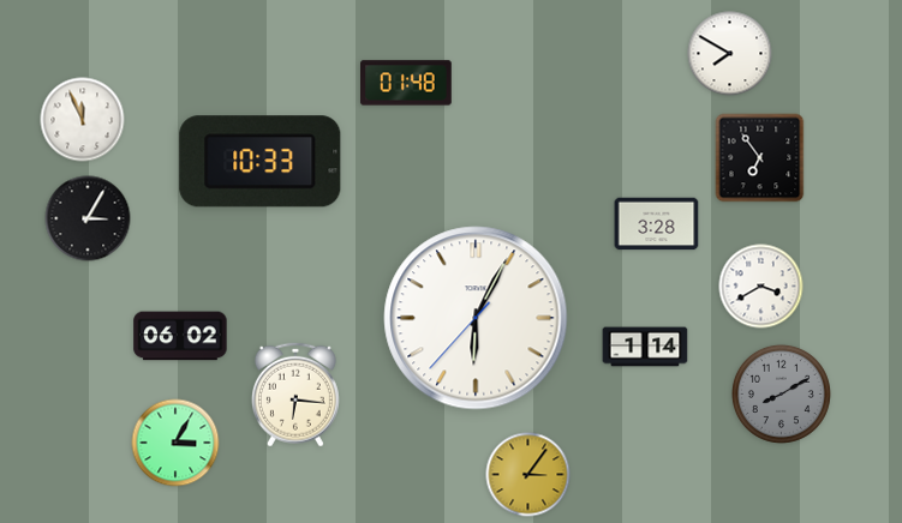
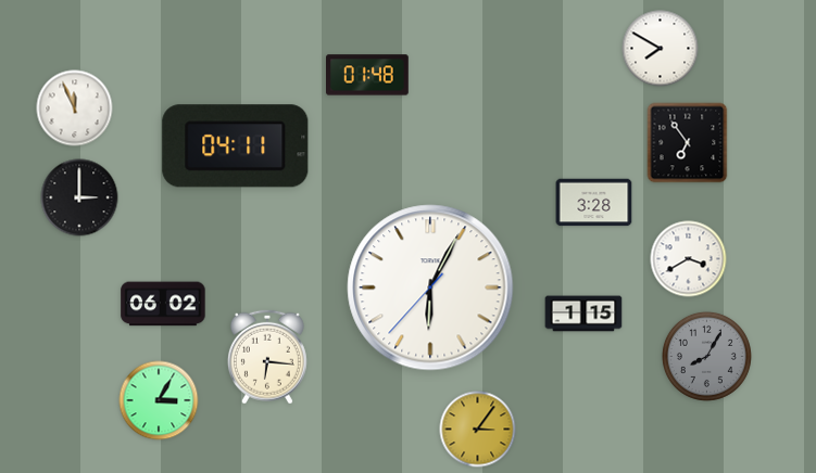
clock at (261, 162): 10:33 -> 04:11
clock at (88, 218): 3:05 -> 3:00
clock at (645, 347): 1:14 -> 1:15
clock at (781, 393): 8:10 -> 8:05
